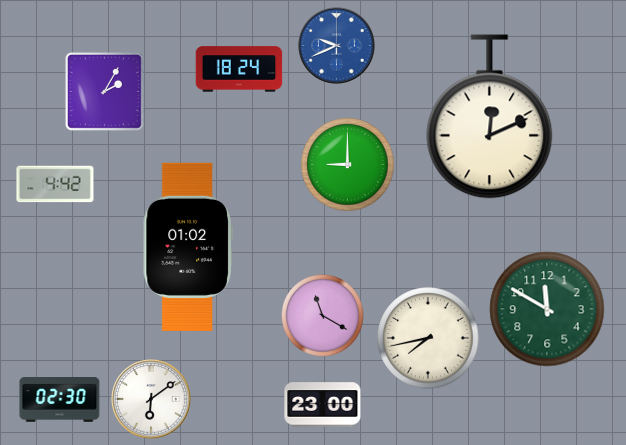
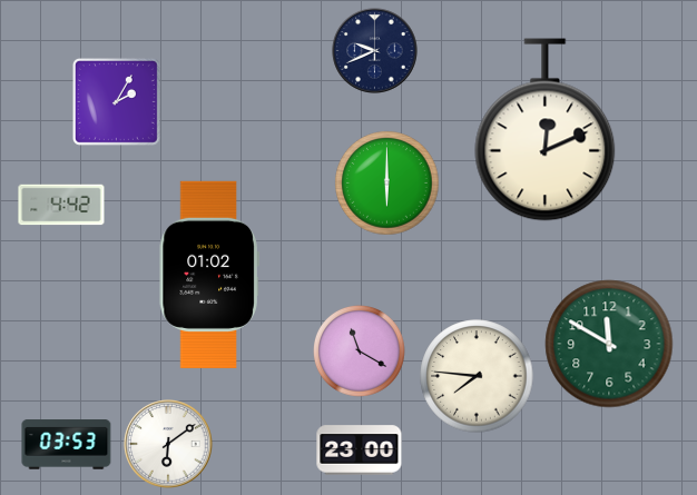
clock at (337, 46) dial: blue -> navy
clock at (239, 69): 18:24 -> none
clock at (348, 165): 9:00 -> 6:00
clock at (428, 338): 7:43 -> 7:46
clock at (60, 400): 02:30 -> 03:53
